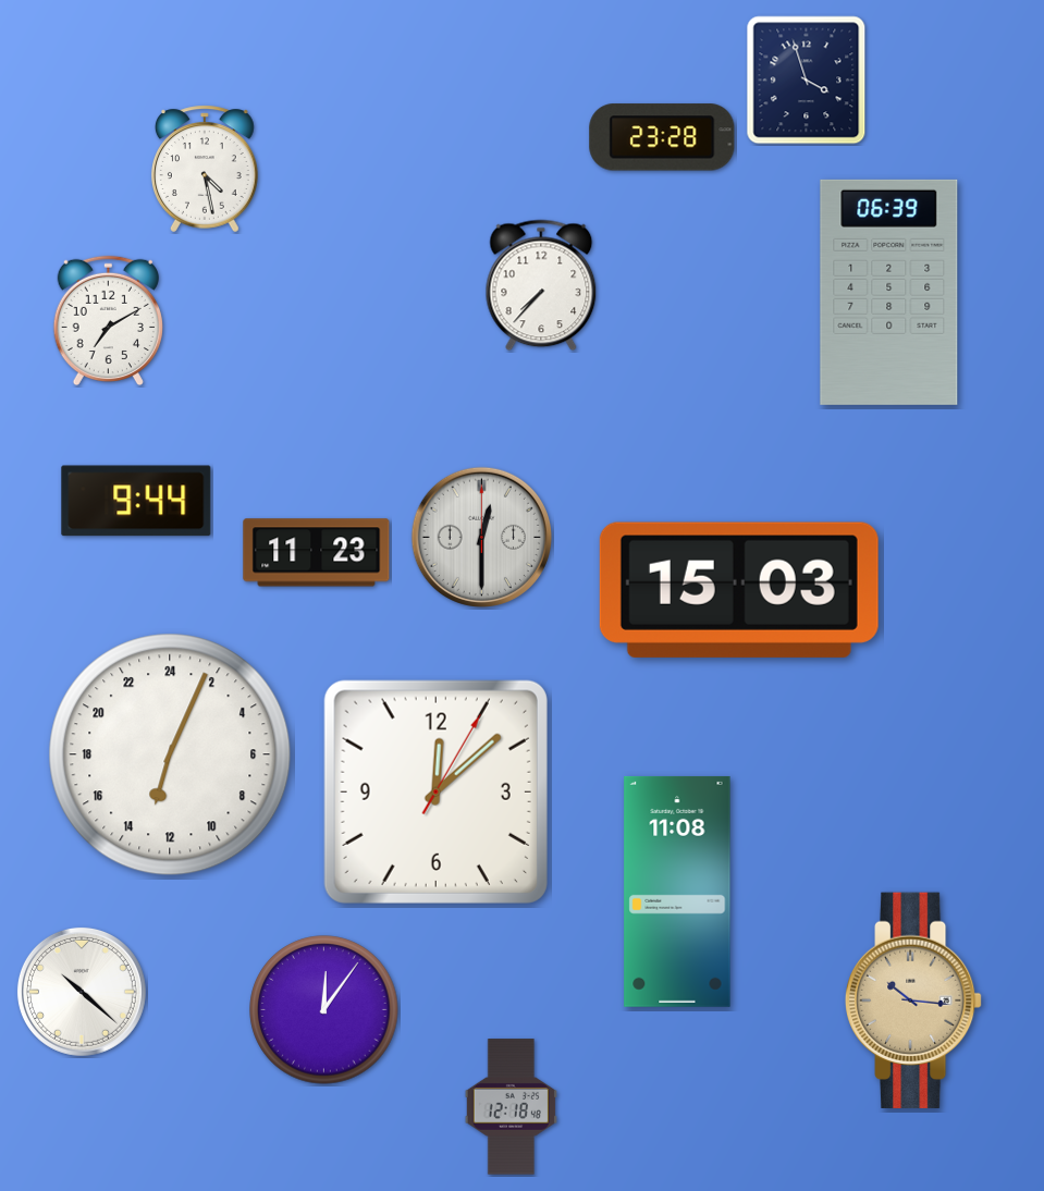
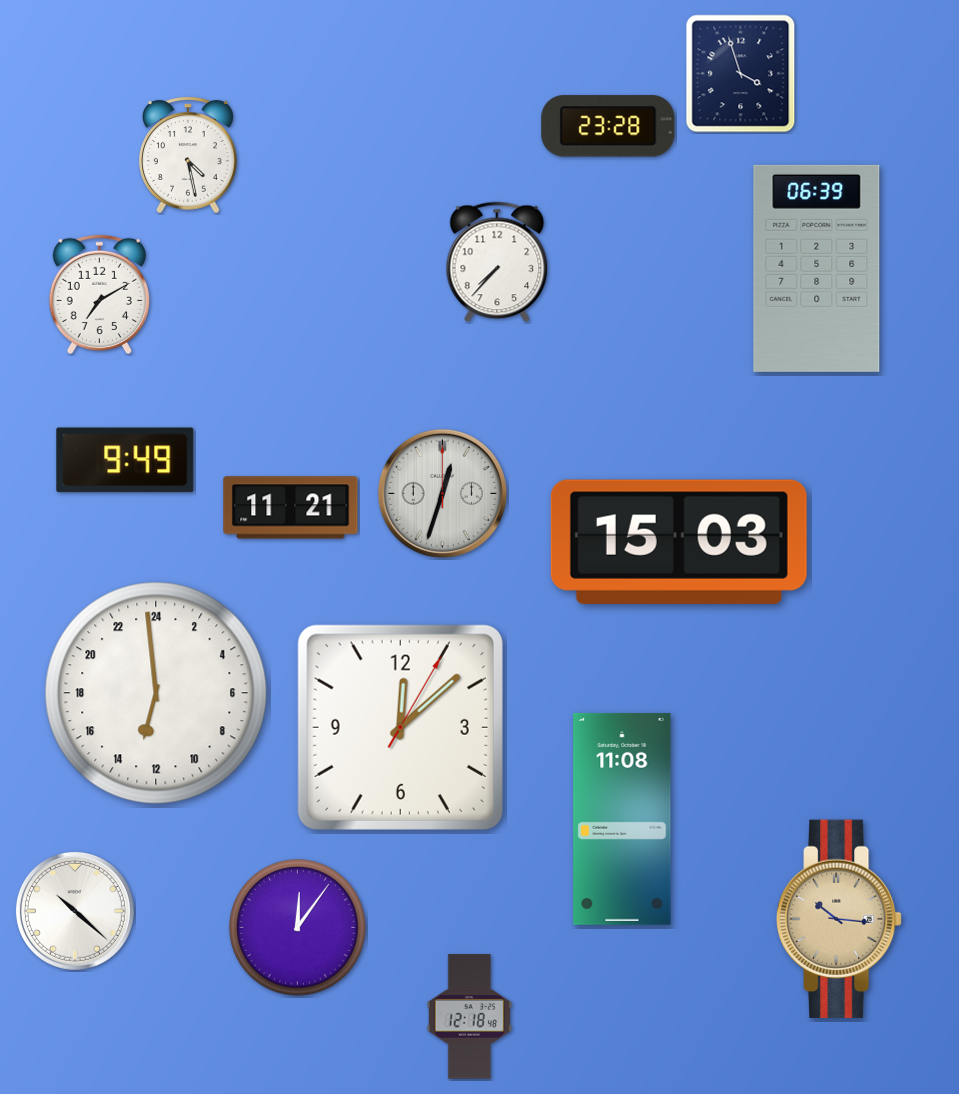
clock at (136, 501): 9:44 -> 9:49
clock at (481, 537): 12:30 -> 12:33
clock at (317, 553): 11:23 -> 11:21
clock at (170, 754): 13:04 -> 12:59
